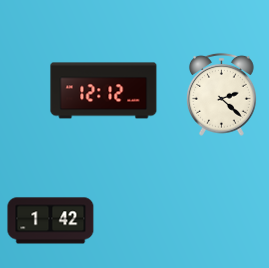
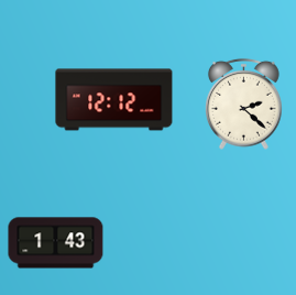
clock at (51, 221): 1:42 -> 1:43
